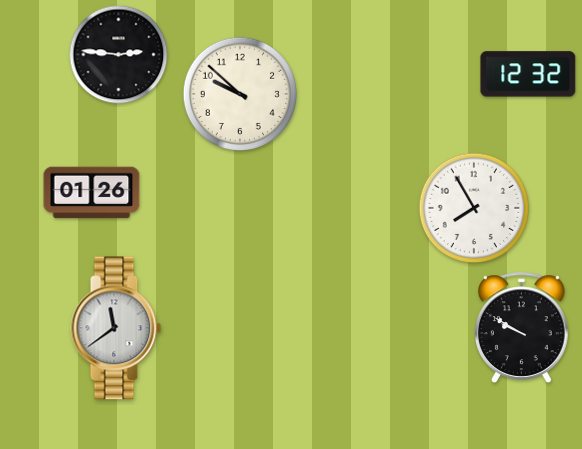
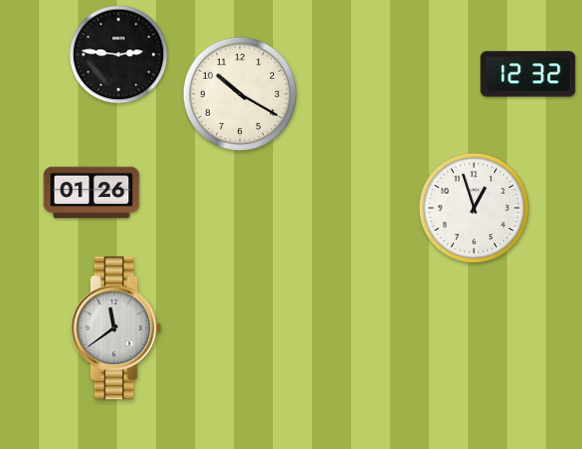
clock at (240, 94): 9:52 -> 10:20
clock at (474, 208): 7:55 -> 12:57
clock at (522, 327): 9:50 -> none
